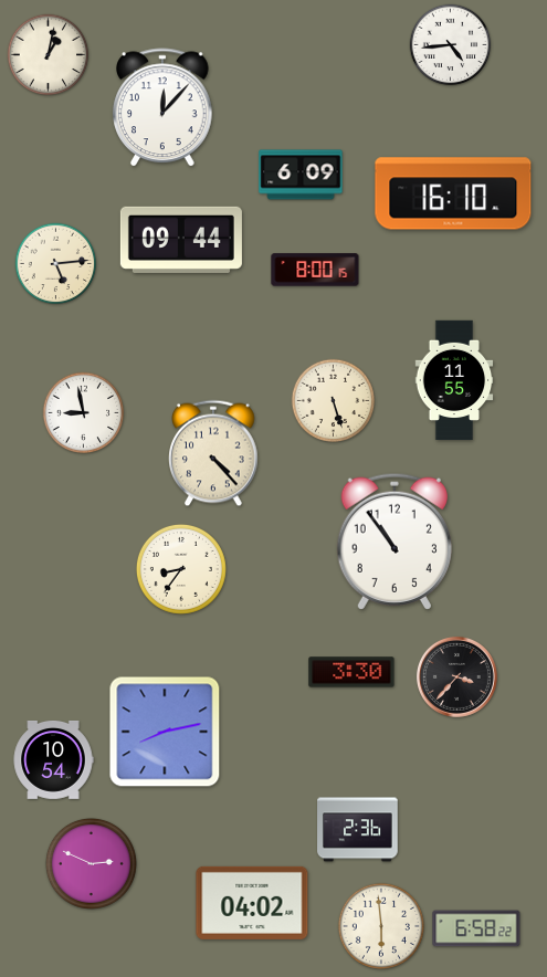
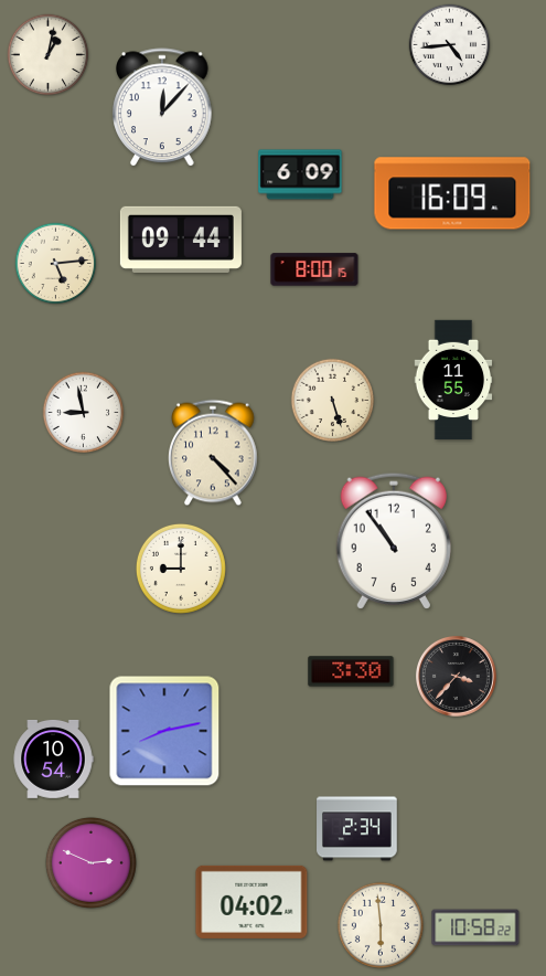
clock at (453, 193): 16:10 -> 16:09
clock at (181, 569): 8:36 -> 9:00
clock at (358, 830): 2:36 -> 2:34
clock at (476, 928): 6:58 -> 10:58
